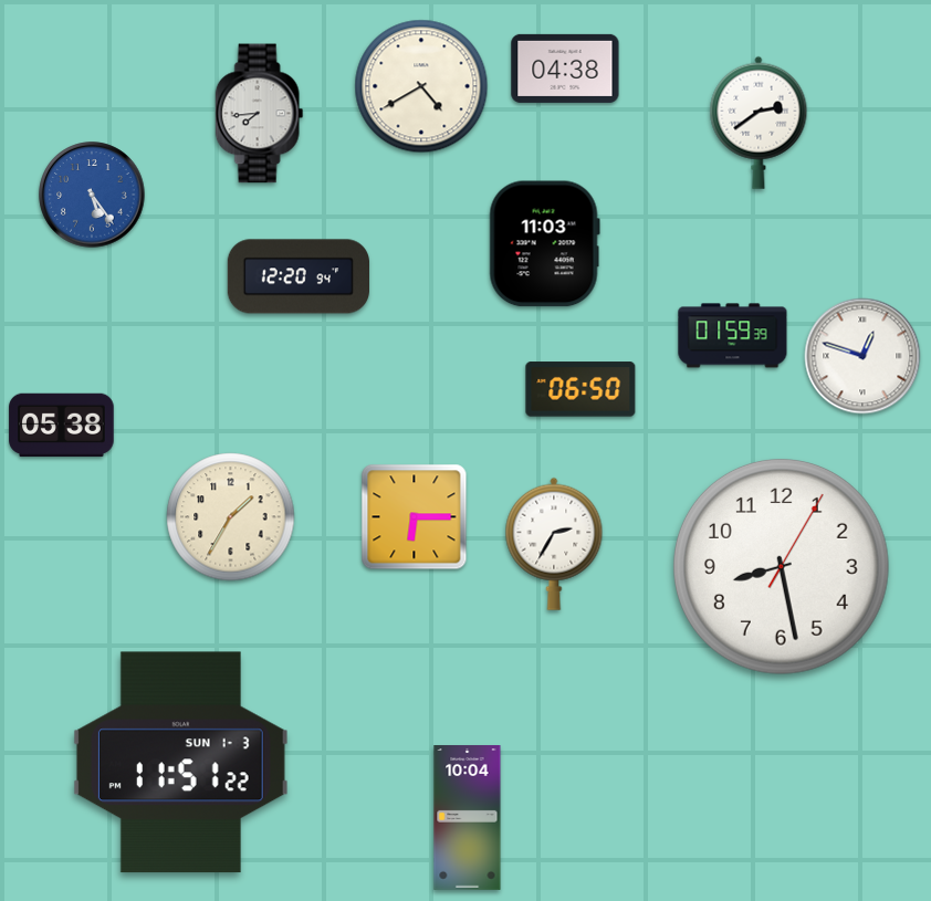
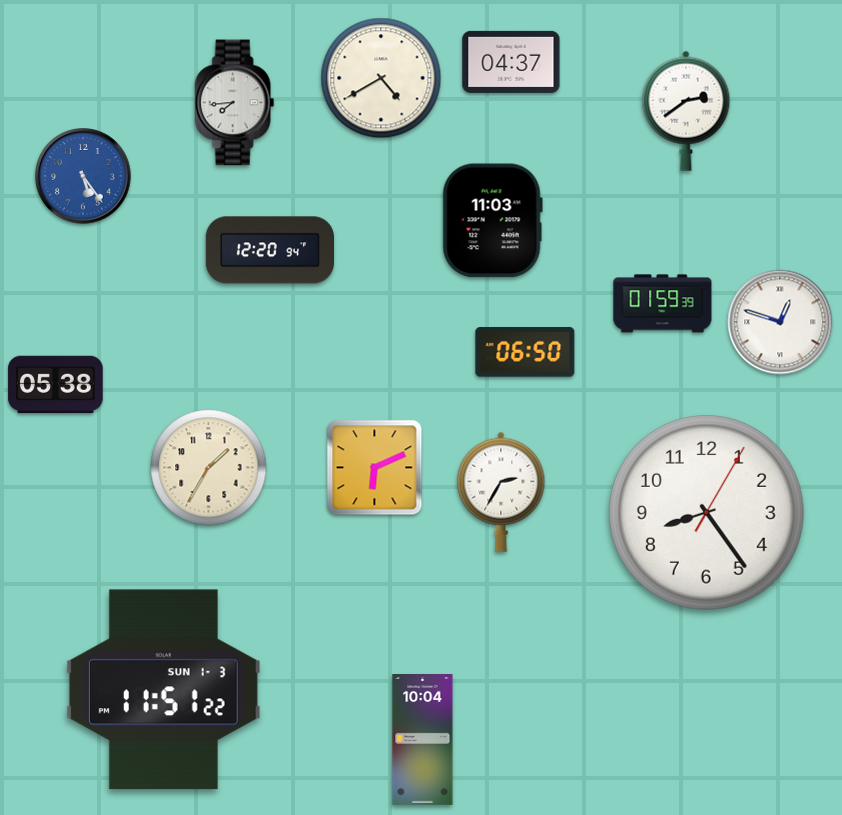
clock at (565, 69): 04:38 -> 04:37
clock at (415, 517): 6:15 -> 6:11
clock at (782, 567): 8:28 -> 8:24
